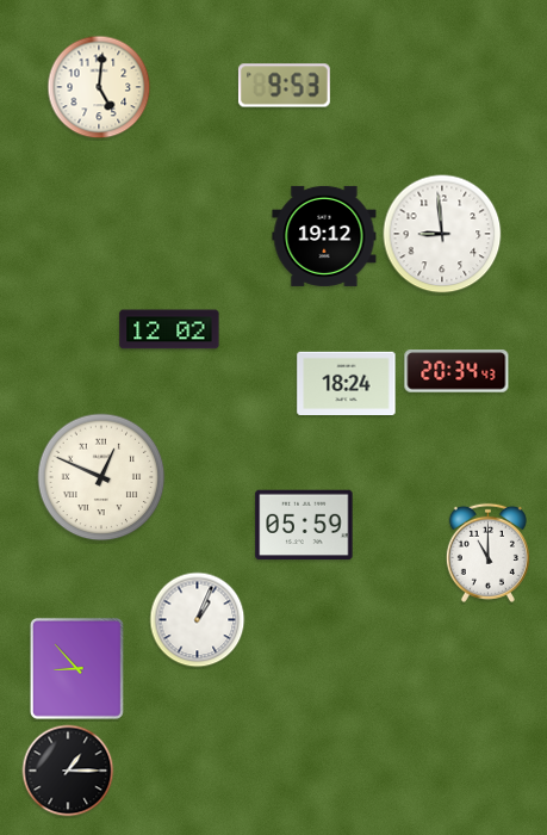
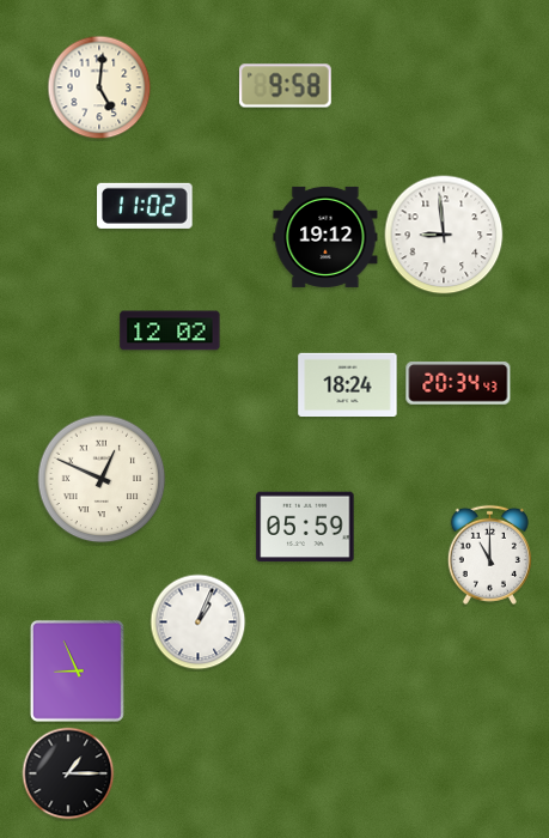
clock at (284, 86): 9:53 -> 9:58
clock at (145, 206): none -> 11:02
clock at (456, 371) position: (456, 371) -> (458, 383)
clock at (76, 668): 8:53 -> 8:56
